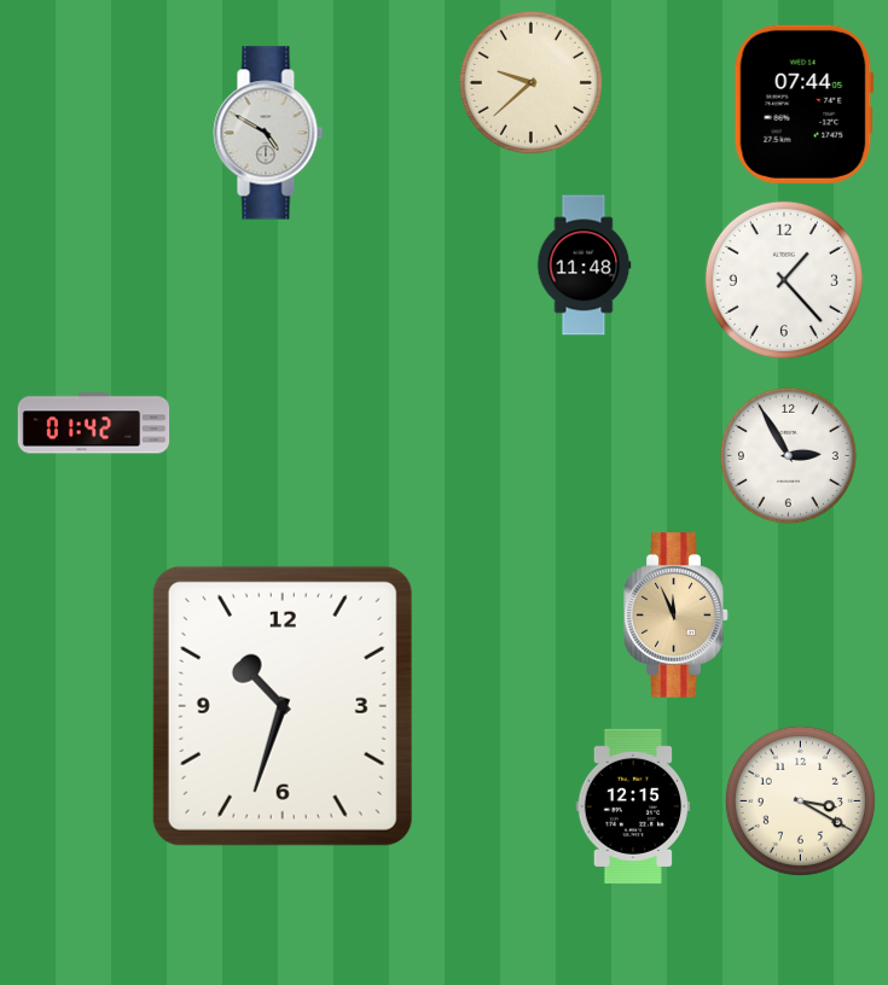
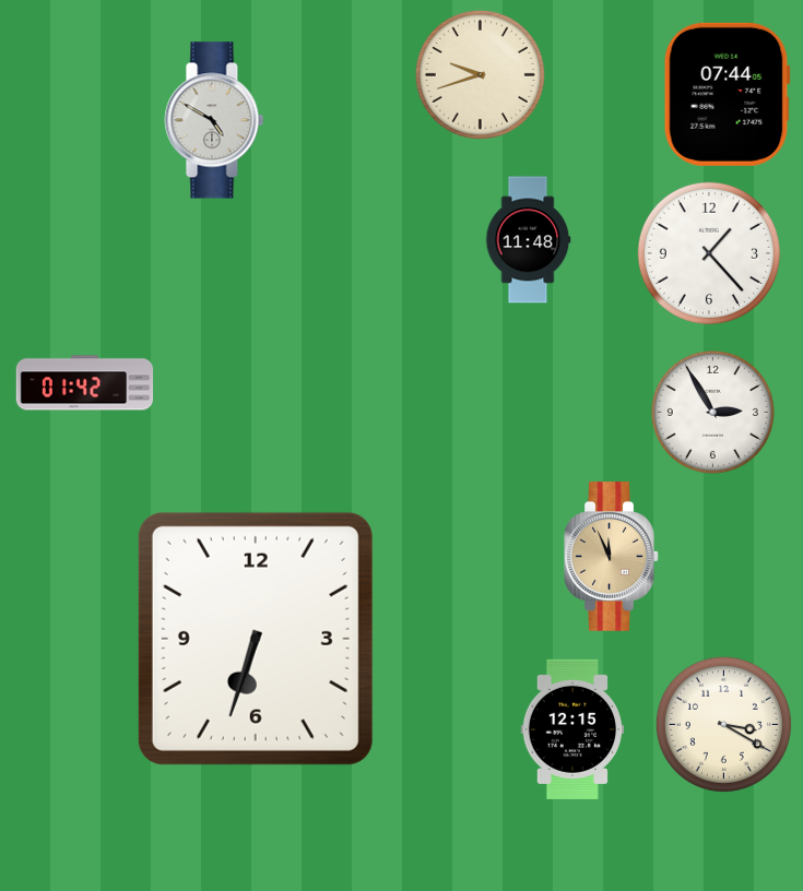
clock at (530, 82): 9:38 -> 9:42
clock at (268, 133) position: (268, 133) -> (214, 120)
clock at (283, 706): 10:33 -> 6:33
